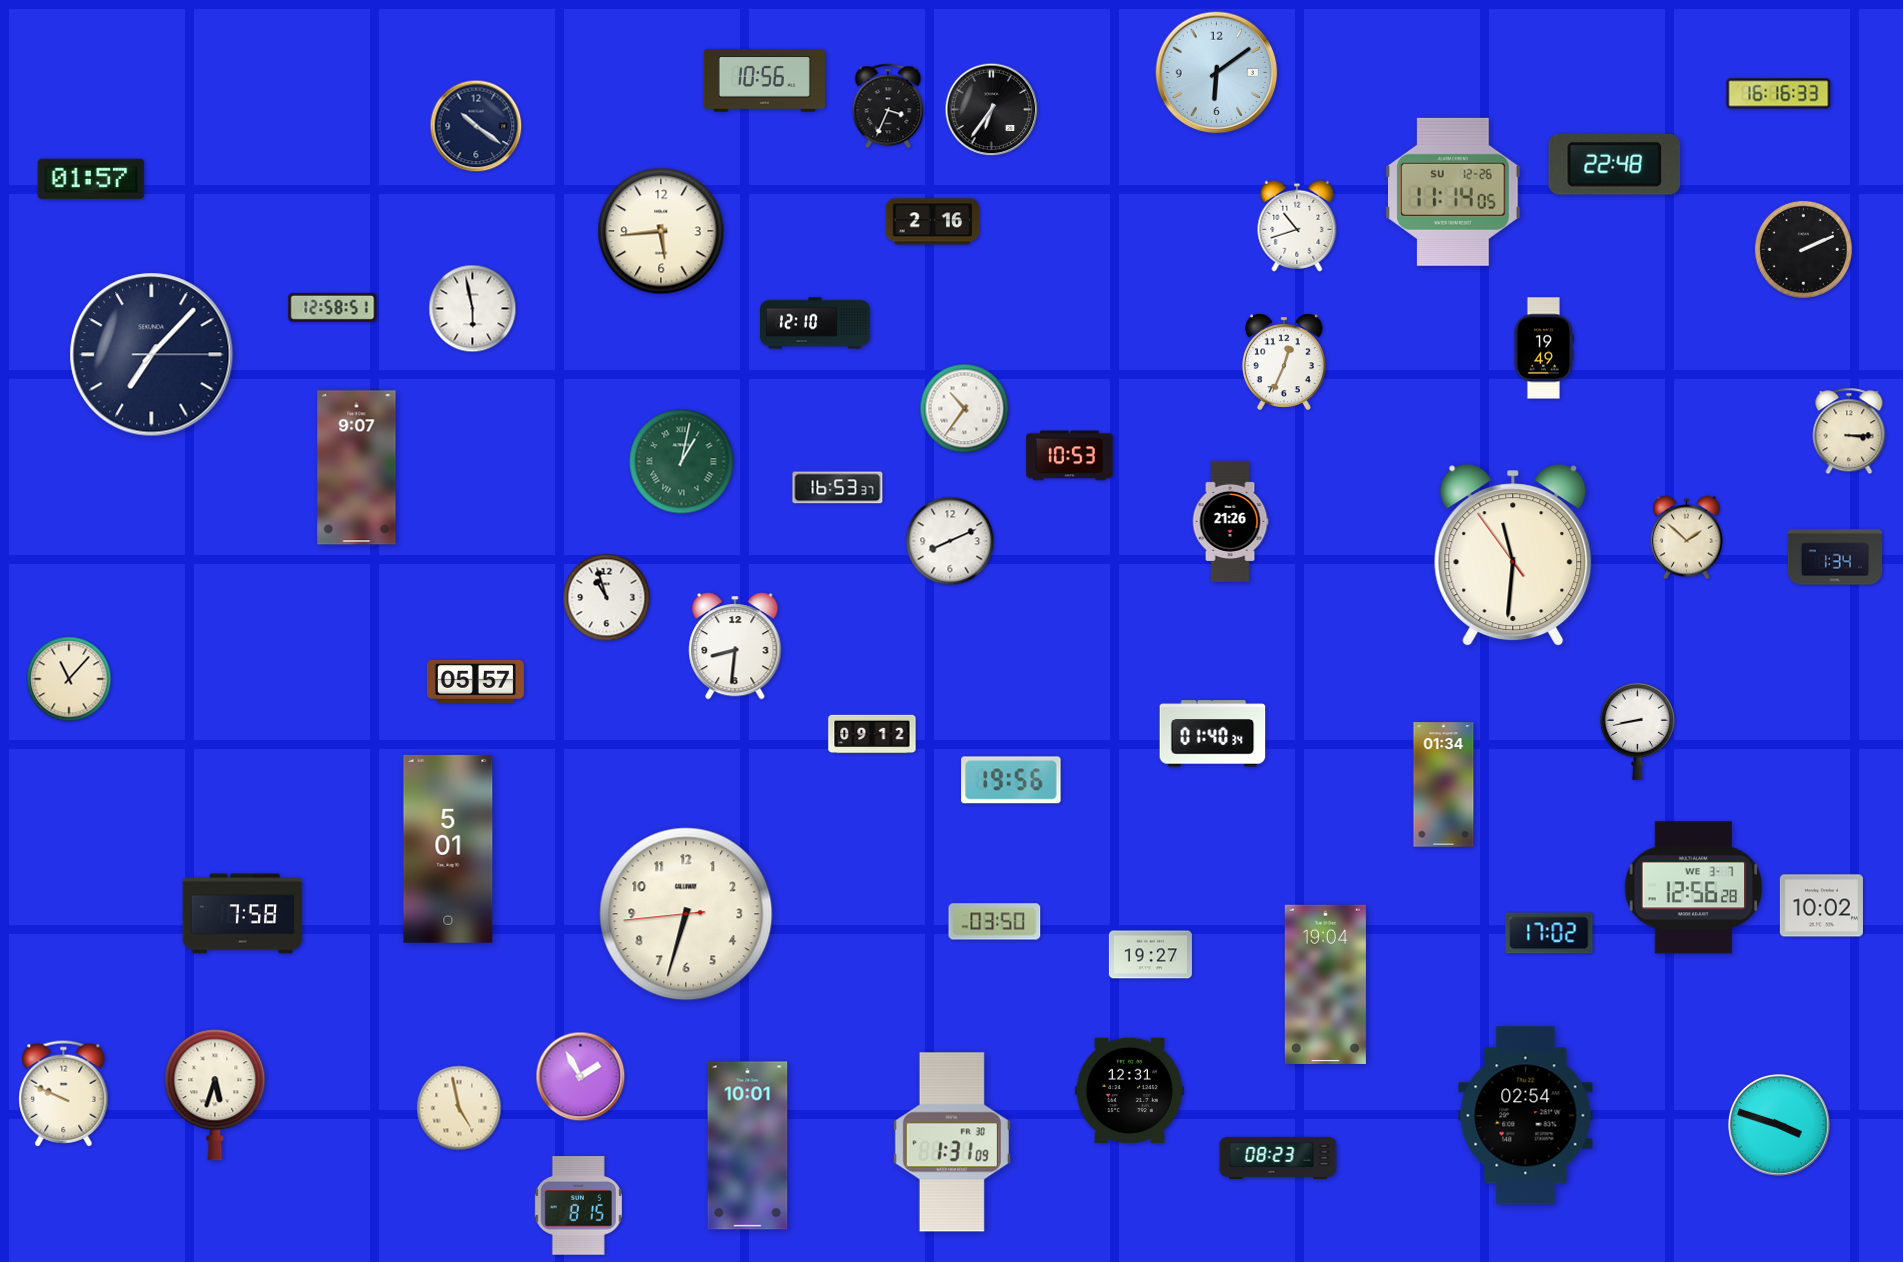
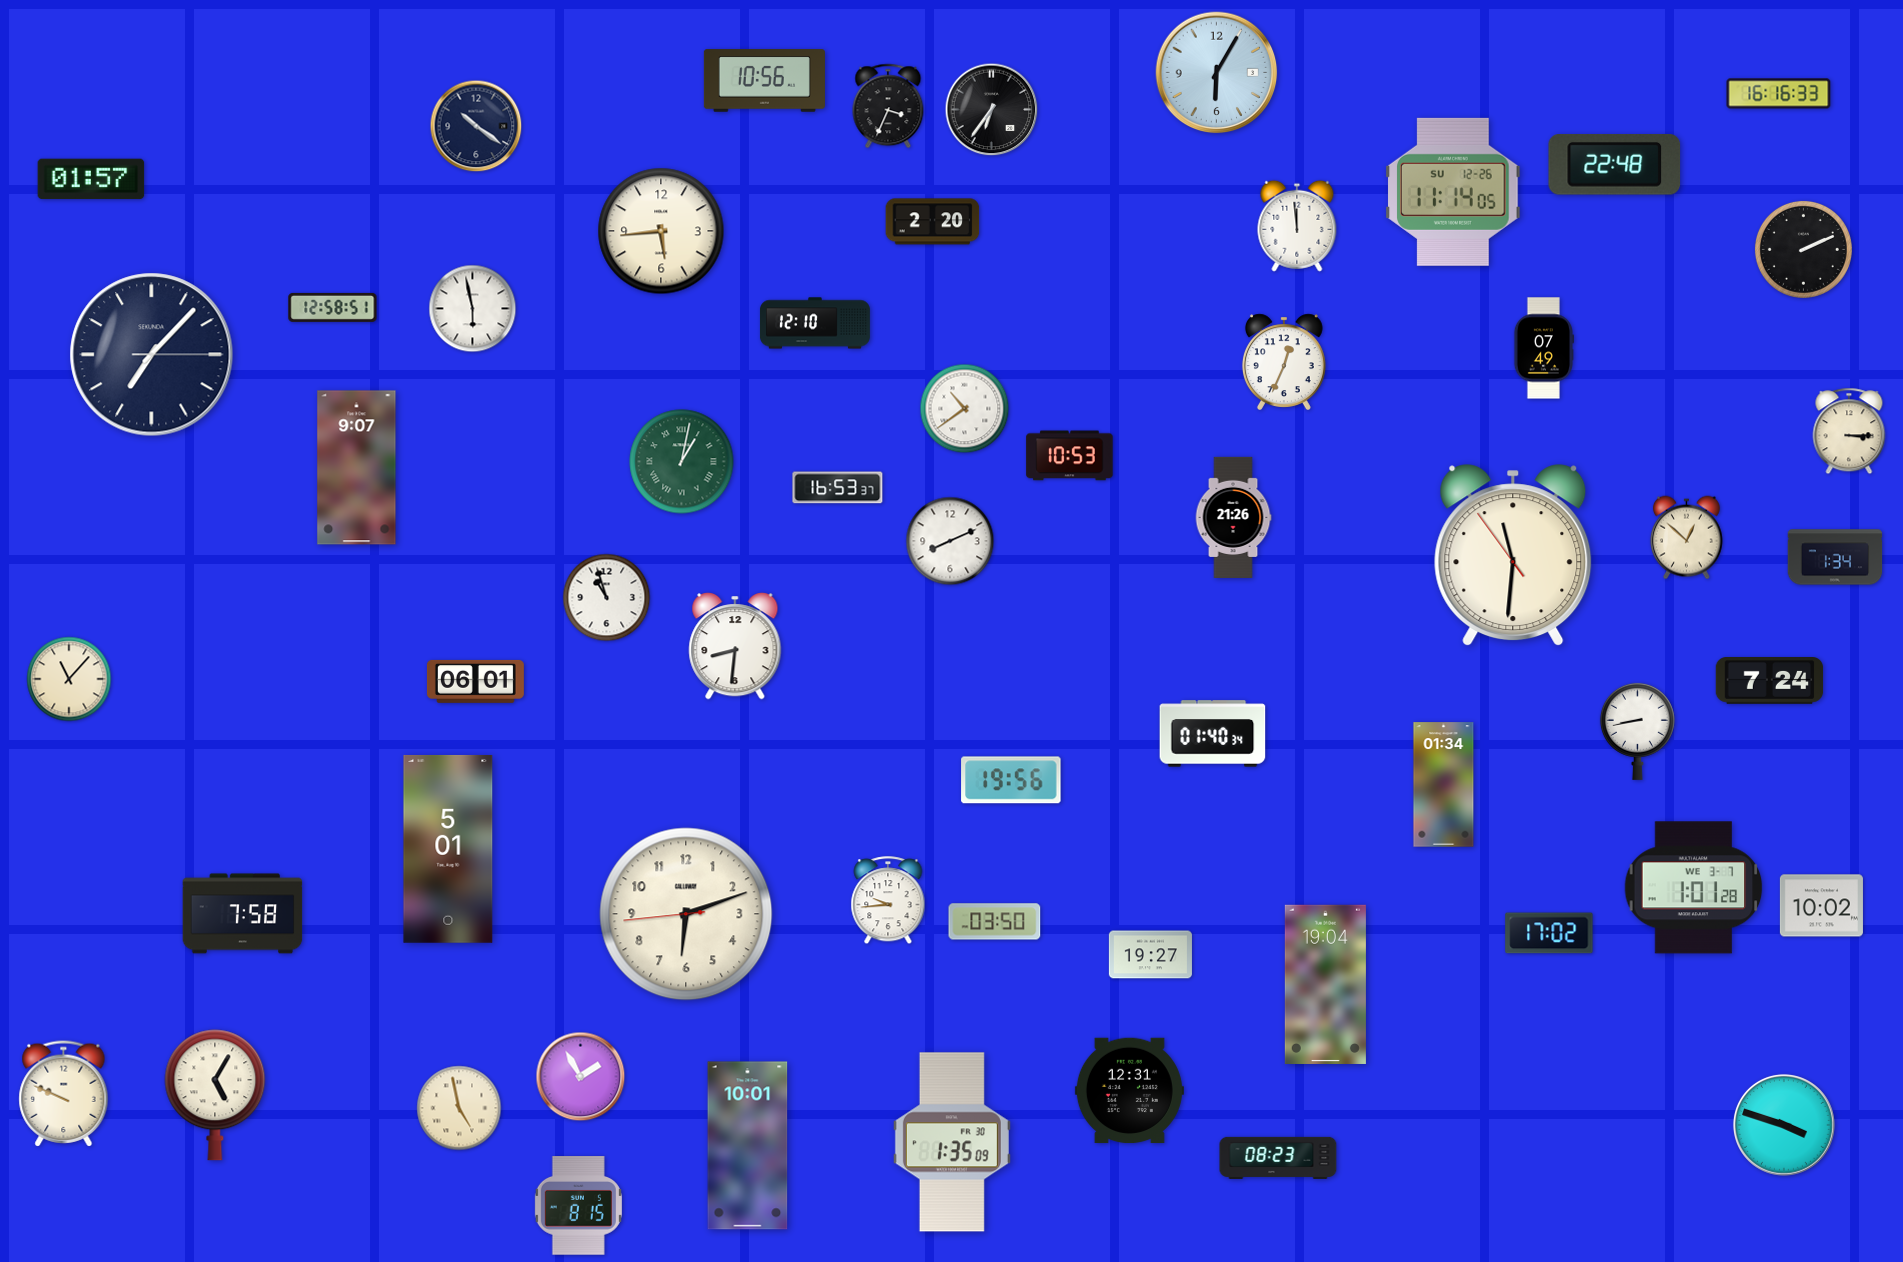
clock at (1217, 73): 6:09 -> 6:05
clock at (933, 222): 2:16 -> 2:20
clock at (1297, 226): 10:42 -> 11:59
clock at (1543, 348): 19:49 -> 07:49
clock at (965, 409): 10:36 -> 10:39
clock at (1230, 521) position: (1230, 521) -> (1233, 517)
clock at (1686, 538): 1:52 -> 12:52
clock at (475, 681): 05:57 -> 06:01
clock at (1770, 681): none -> 7:24
clock at (872, 734): 09:12 -> none
clock at (1694, 888): 12:56 -> 1:01
clock at (888, 901): none -> 9:44
clock at (686, 914): 6:32 -> 6:11
clock at (215, 1095): 5:33 -> 5:05
clock at (1526, 1116): 02:54 -> none
clock at (1779, 1125) position: (1779, 1125) -> (1784, 1125)
clock at (952, 1142): 1:31 -> 1:35
